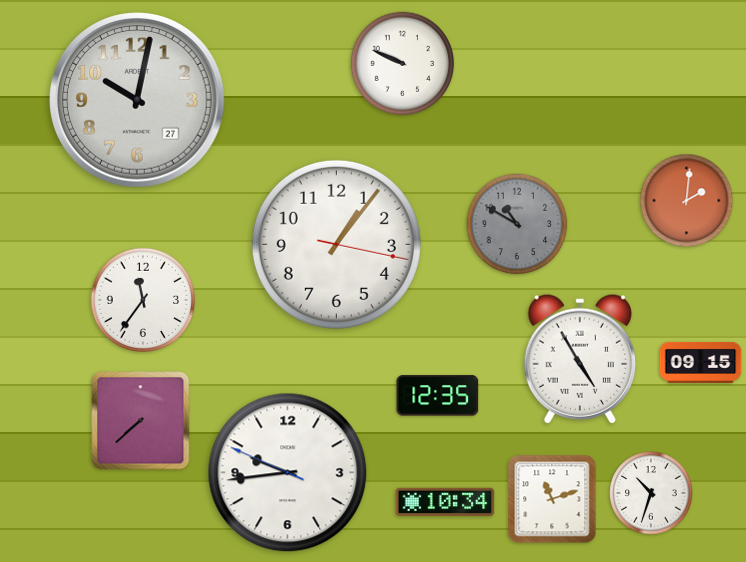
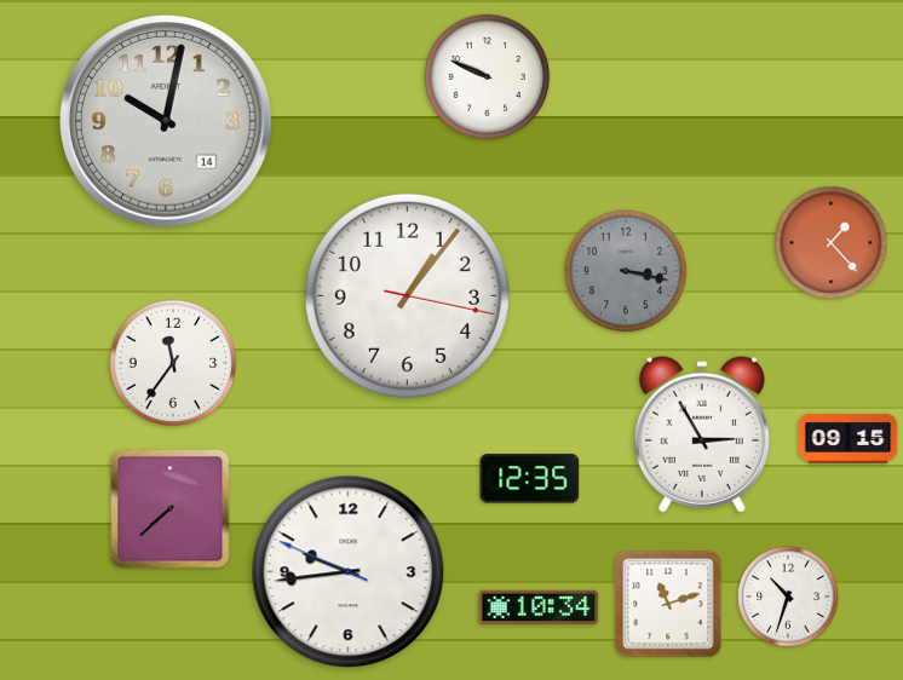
clock at (137, 100) date: 27 -> 14
clock at (687, 201): 2:01 -> 1:23
clock at (517, 224): 10:50 -> 3:17
clock at (580, 359): 4:55 -> 2:55
